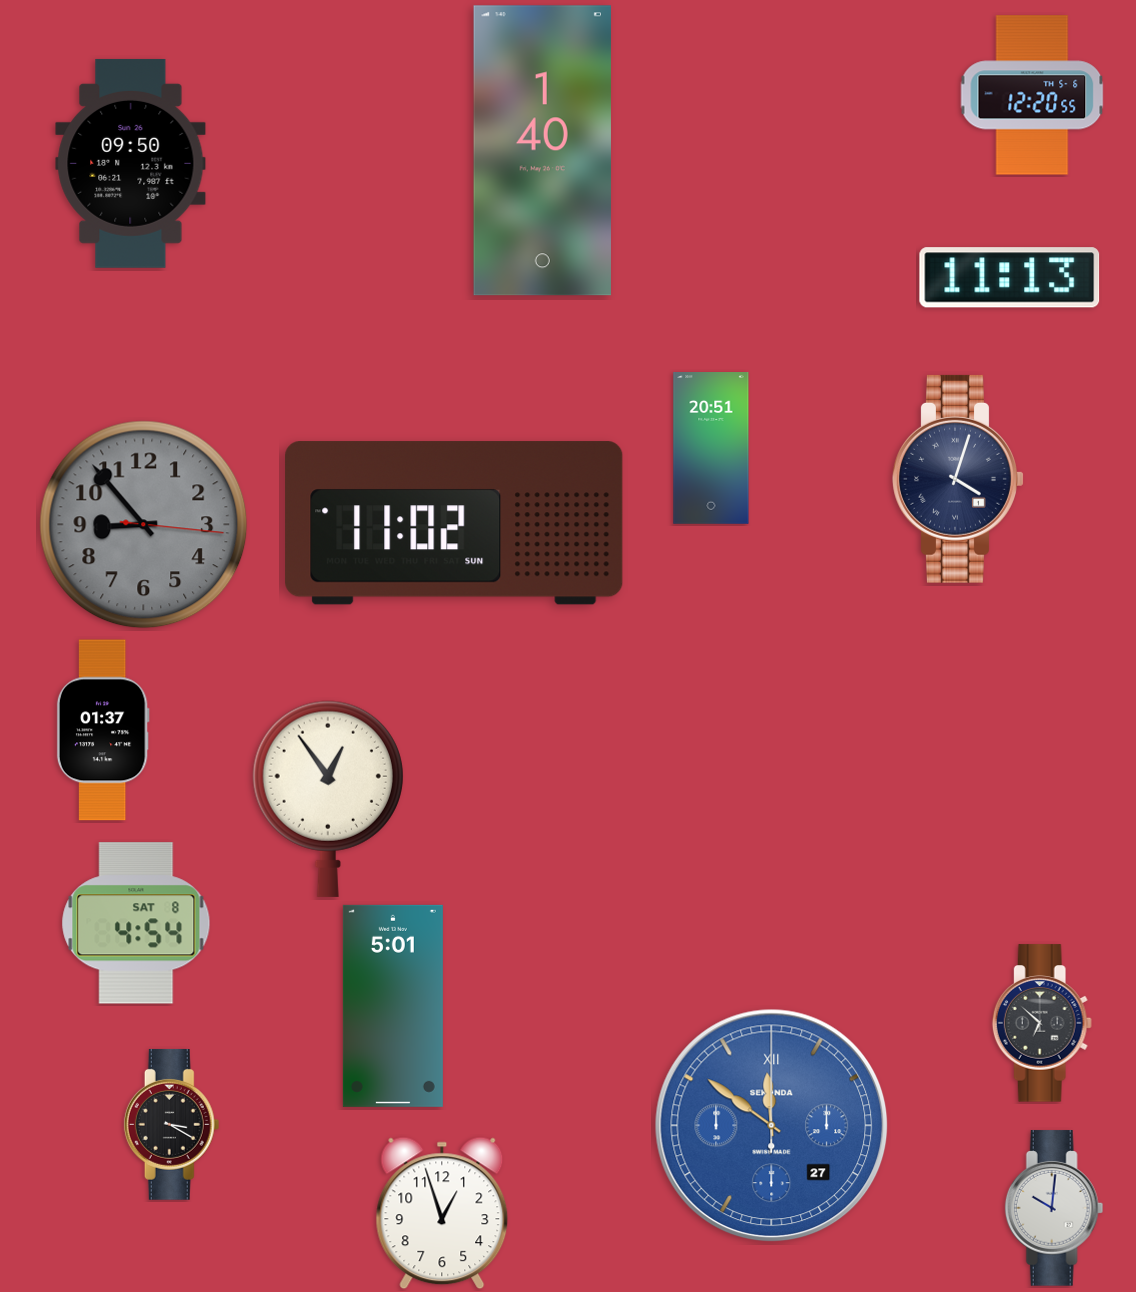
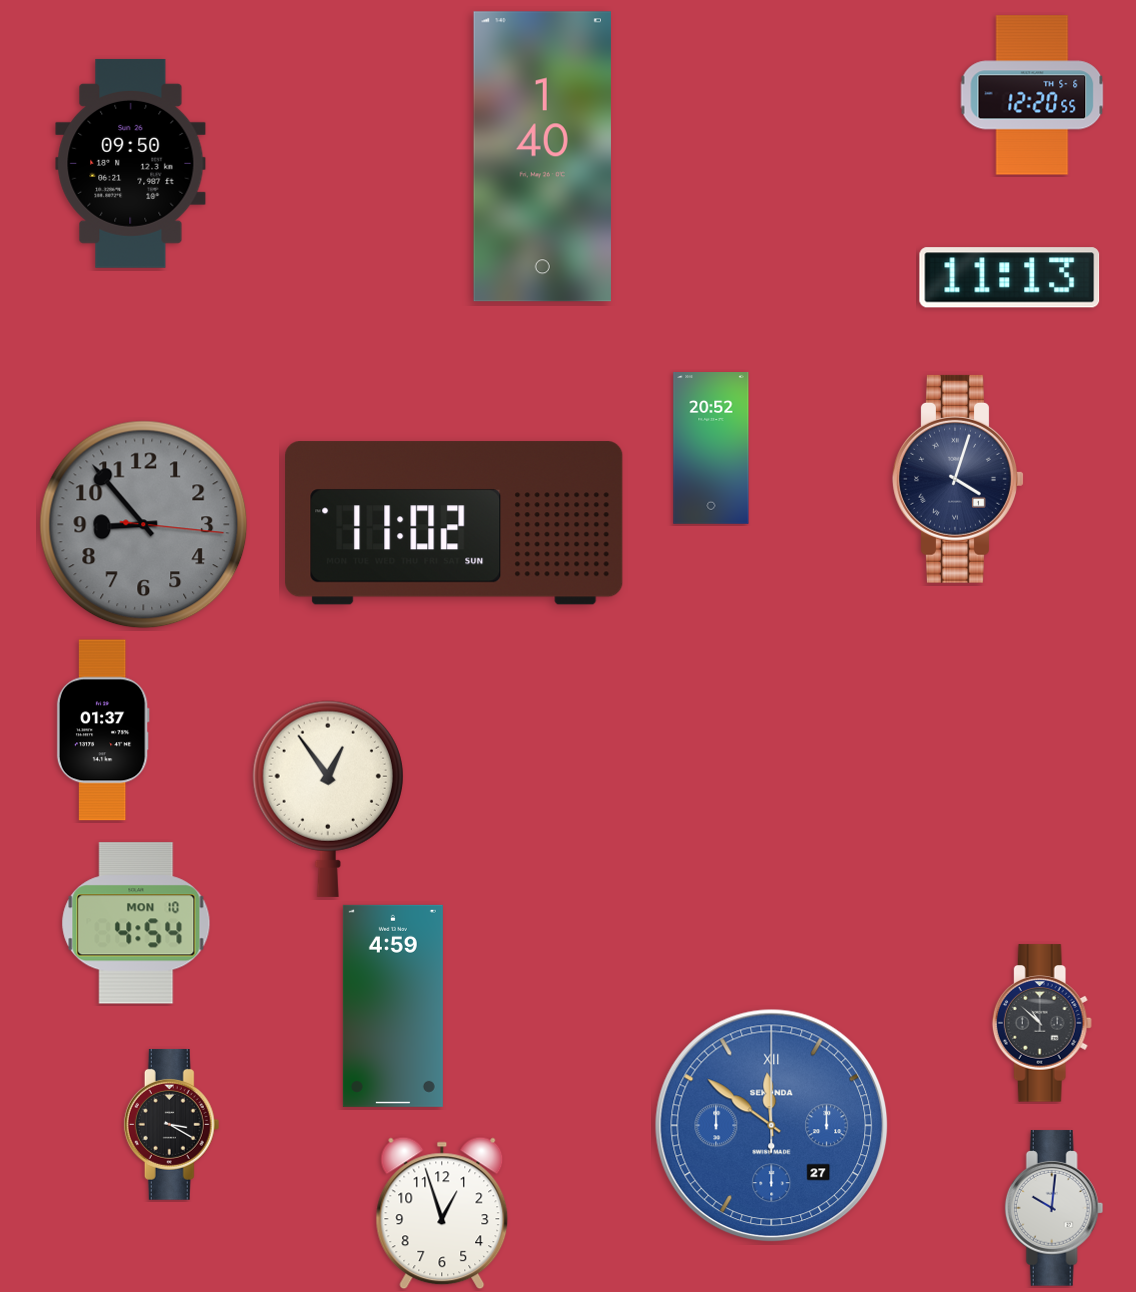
clock at (542, 151) position: (542, 151) -> (542, 157)
clock at (711, 449): 20:51 -> 20:52
clock at (136, 923) date: SAT 8 -> MON 10
clock at (393, 1006): 5:01 -> 4:59
clock at (1042, 1023): 6:52 -> 10:52
